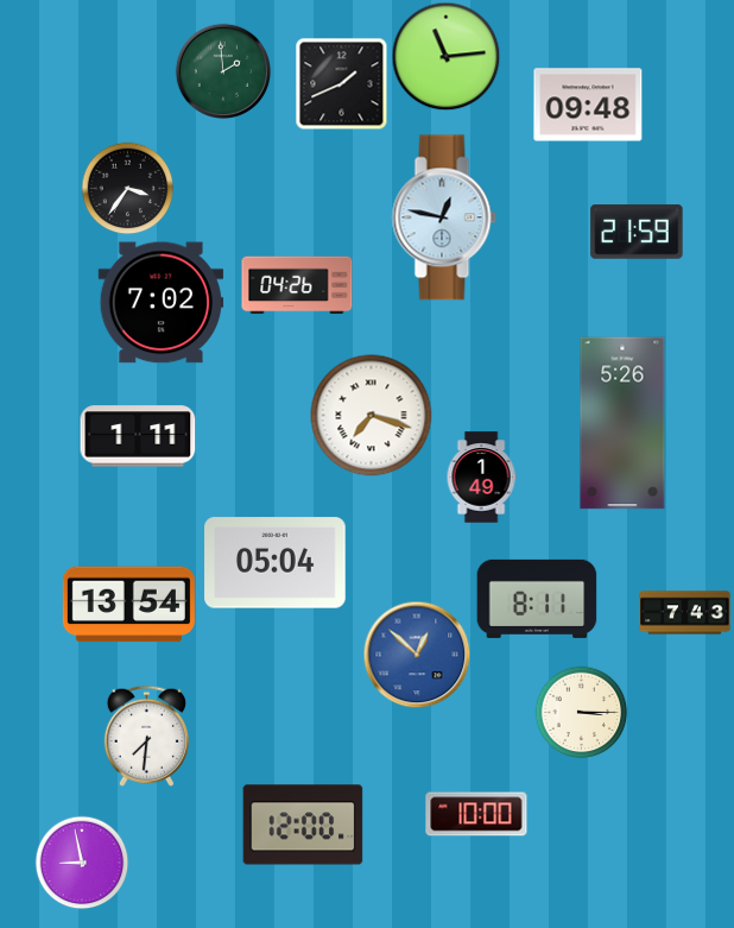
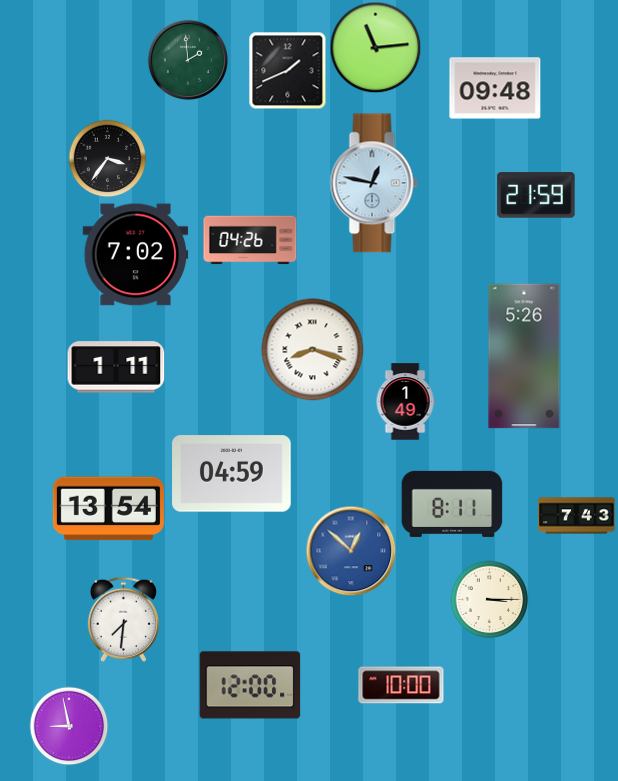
clock at (372, 416): 7:18 -> 8:18
clock at (276, 563): 05:04 -> 04:59
clock at (303, 825) position: (303, 825) -> (250, 685)
